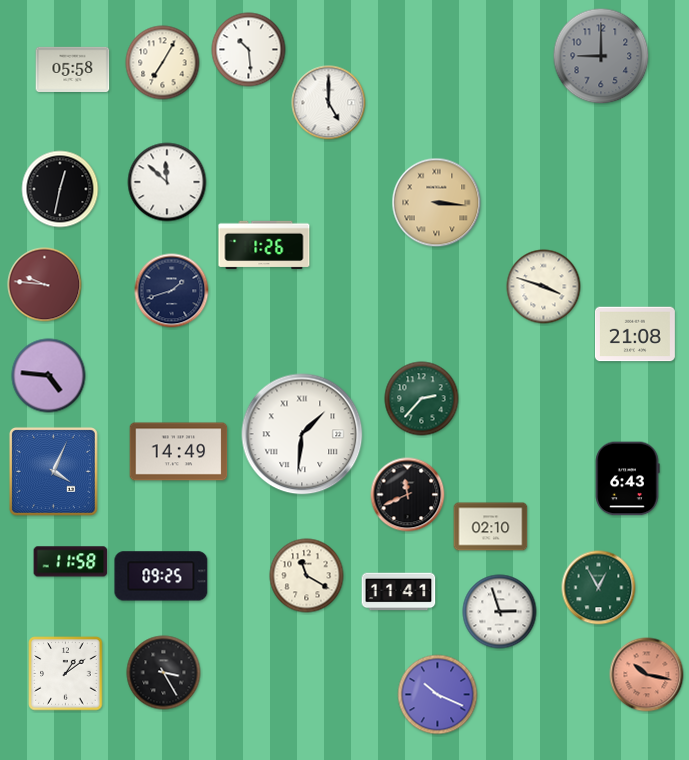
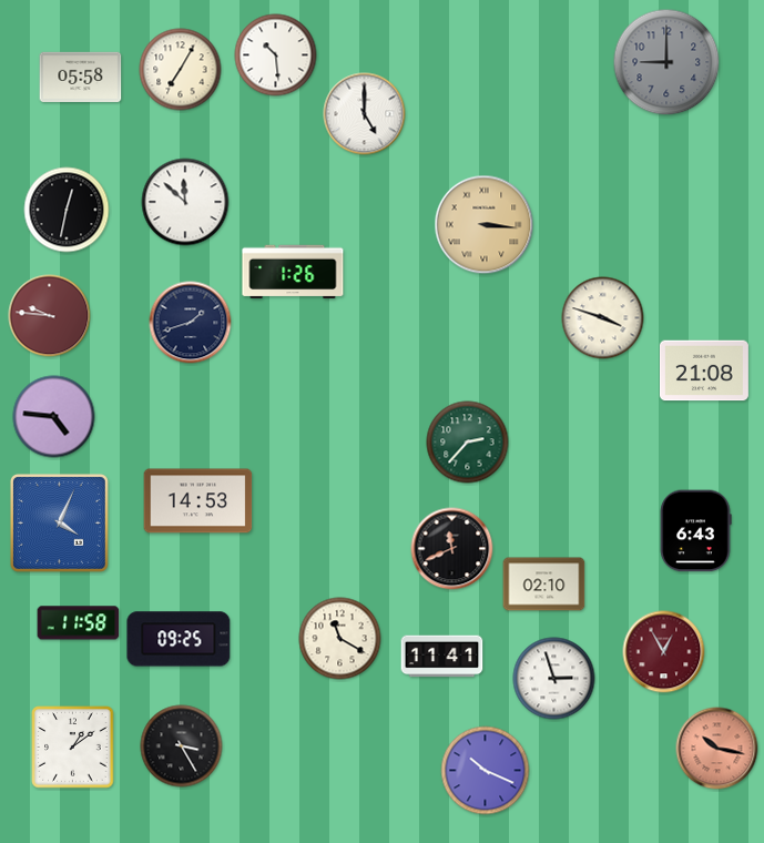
clock at (302, 434): 1:31 -> none
clock at (179, 452): 14:49 -> 14:53
clock at (599, 588) dial: green -> burgundy
